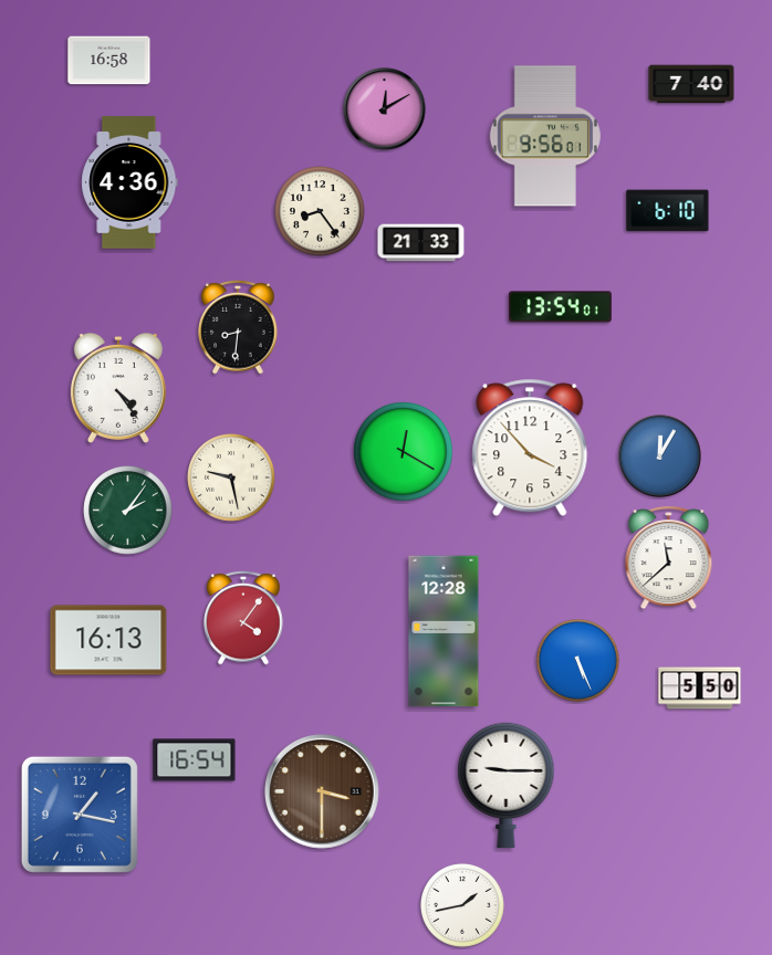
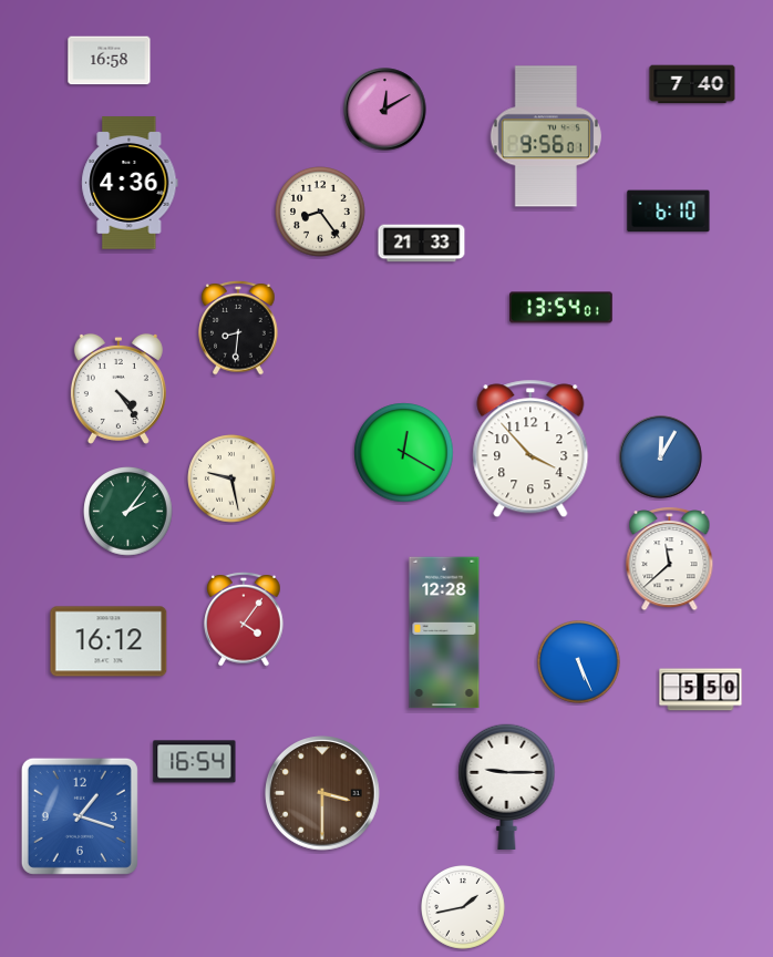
clock at (108, 640): 16:13 -> 16:12
clock at (80, 815): 1:17 -> 1:18
